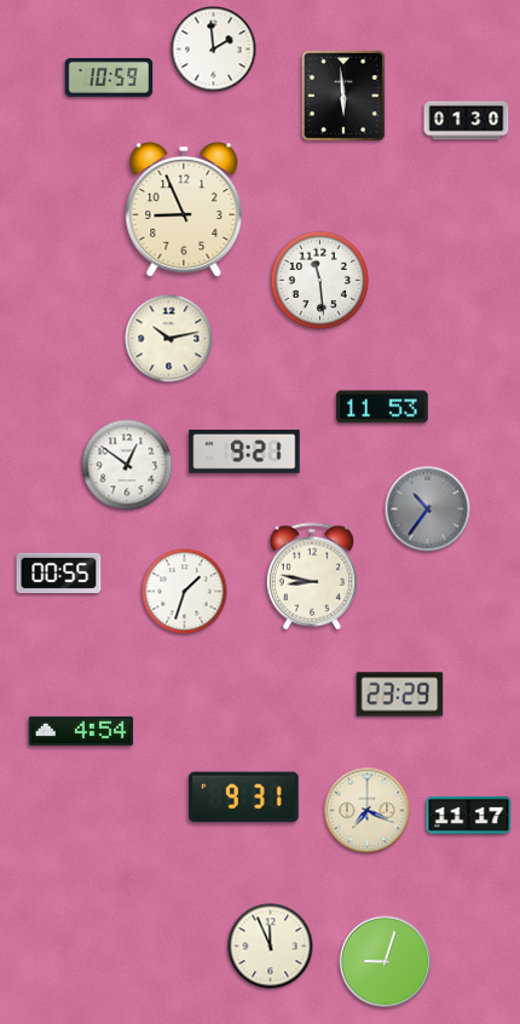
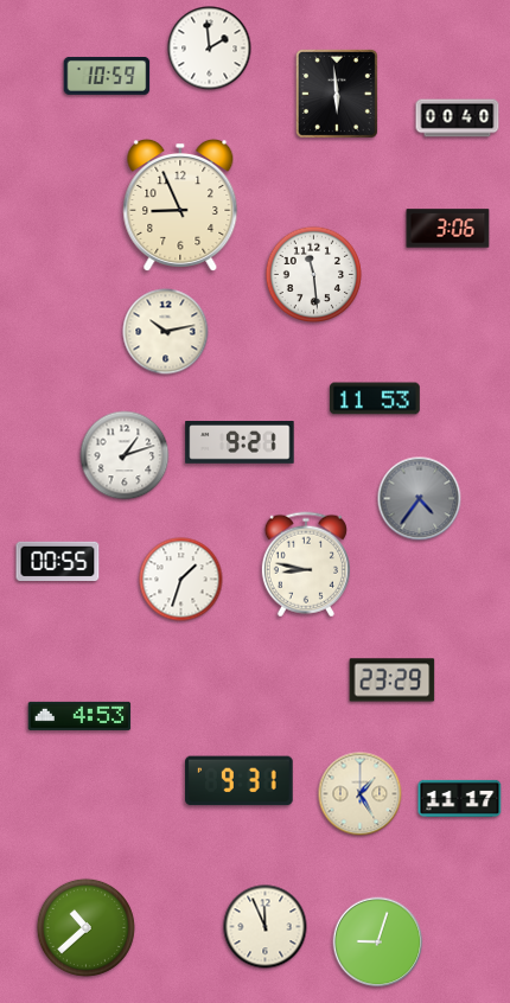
clock at (467, 121): 01:30 -> 00:40
clock at (448, 229): none -> 3:06
clock at (127, 465): 12:51 -> 1:12
clock at (428, 510): 10:36 -> 4:36
clock at (81, 731): 4:54 -> 4:53
clock at (368, 811): 7:19 -> 1:25
clock at (85, 927): none -> 10:38
